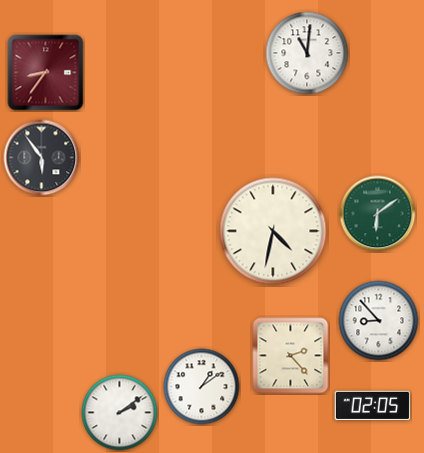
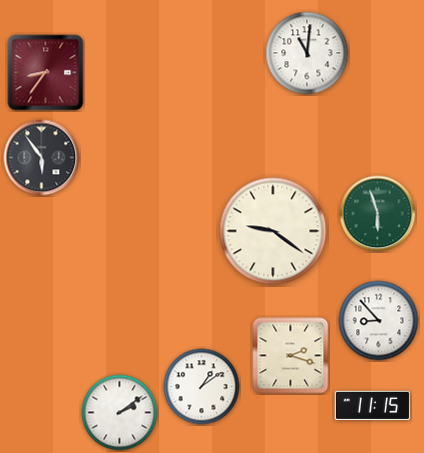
clock at (378, 214): 6:09 -> 5:57
clock at (273, 231): 4:32 -> 9:21
clock at (291, 356): 2:23 -> 2:18
clock at (373, 405): 02:05 -> 11:15
